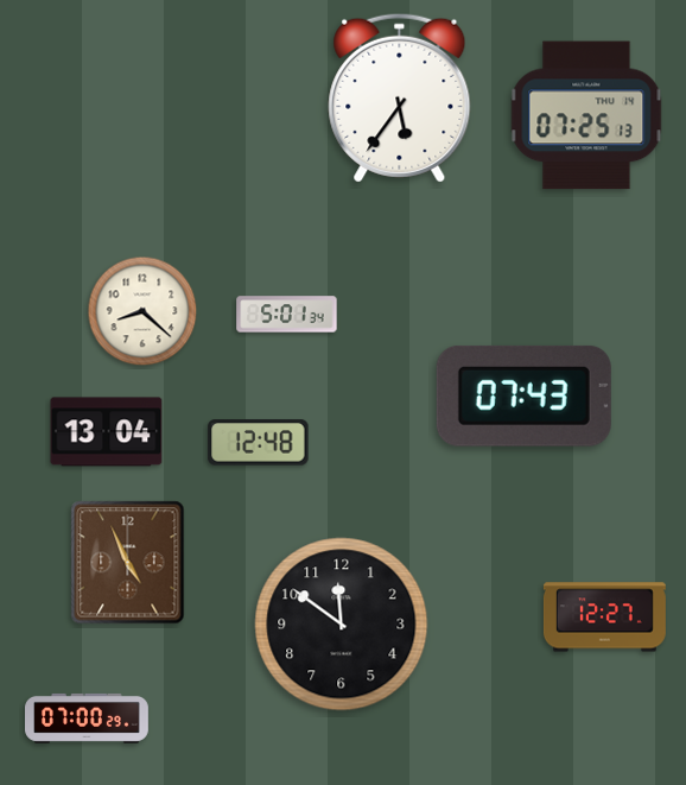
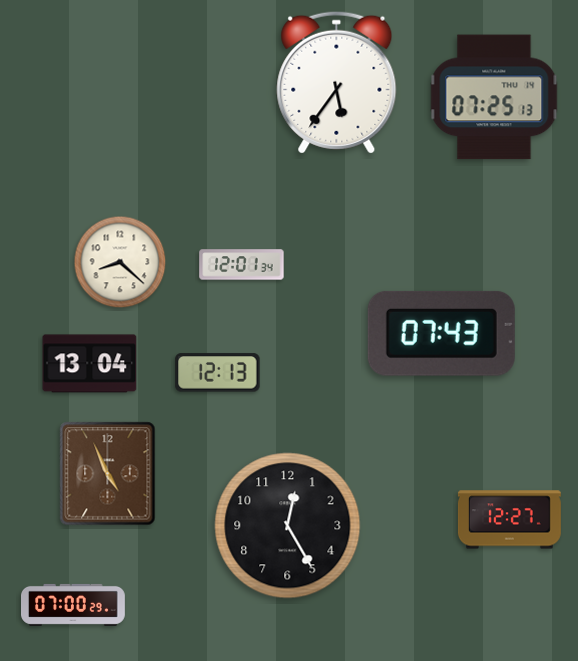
clock at (287, 315): 5:01 -> 12:01
clock at (259, 443): 12:48 -> 12:13
clock at (342, 625): 11:51 -> 12:25
